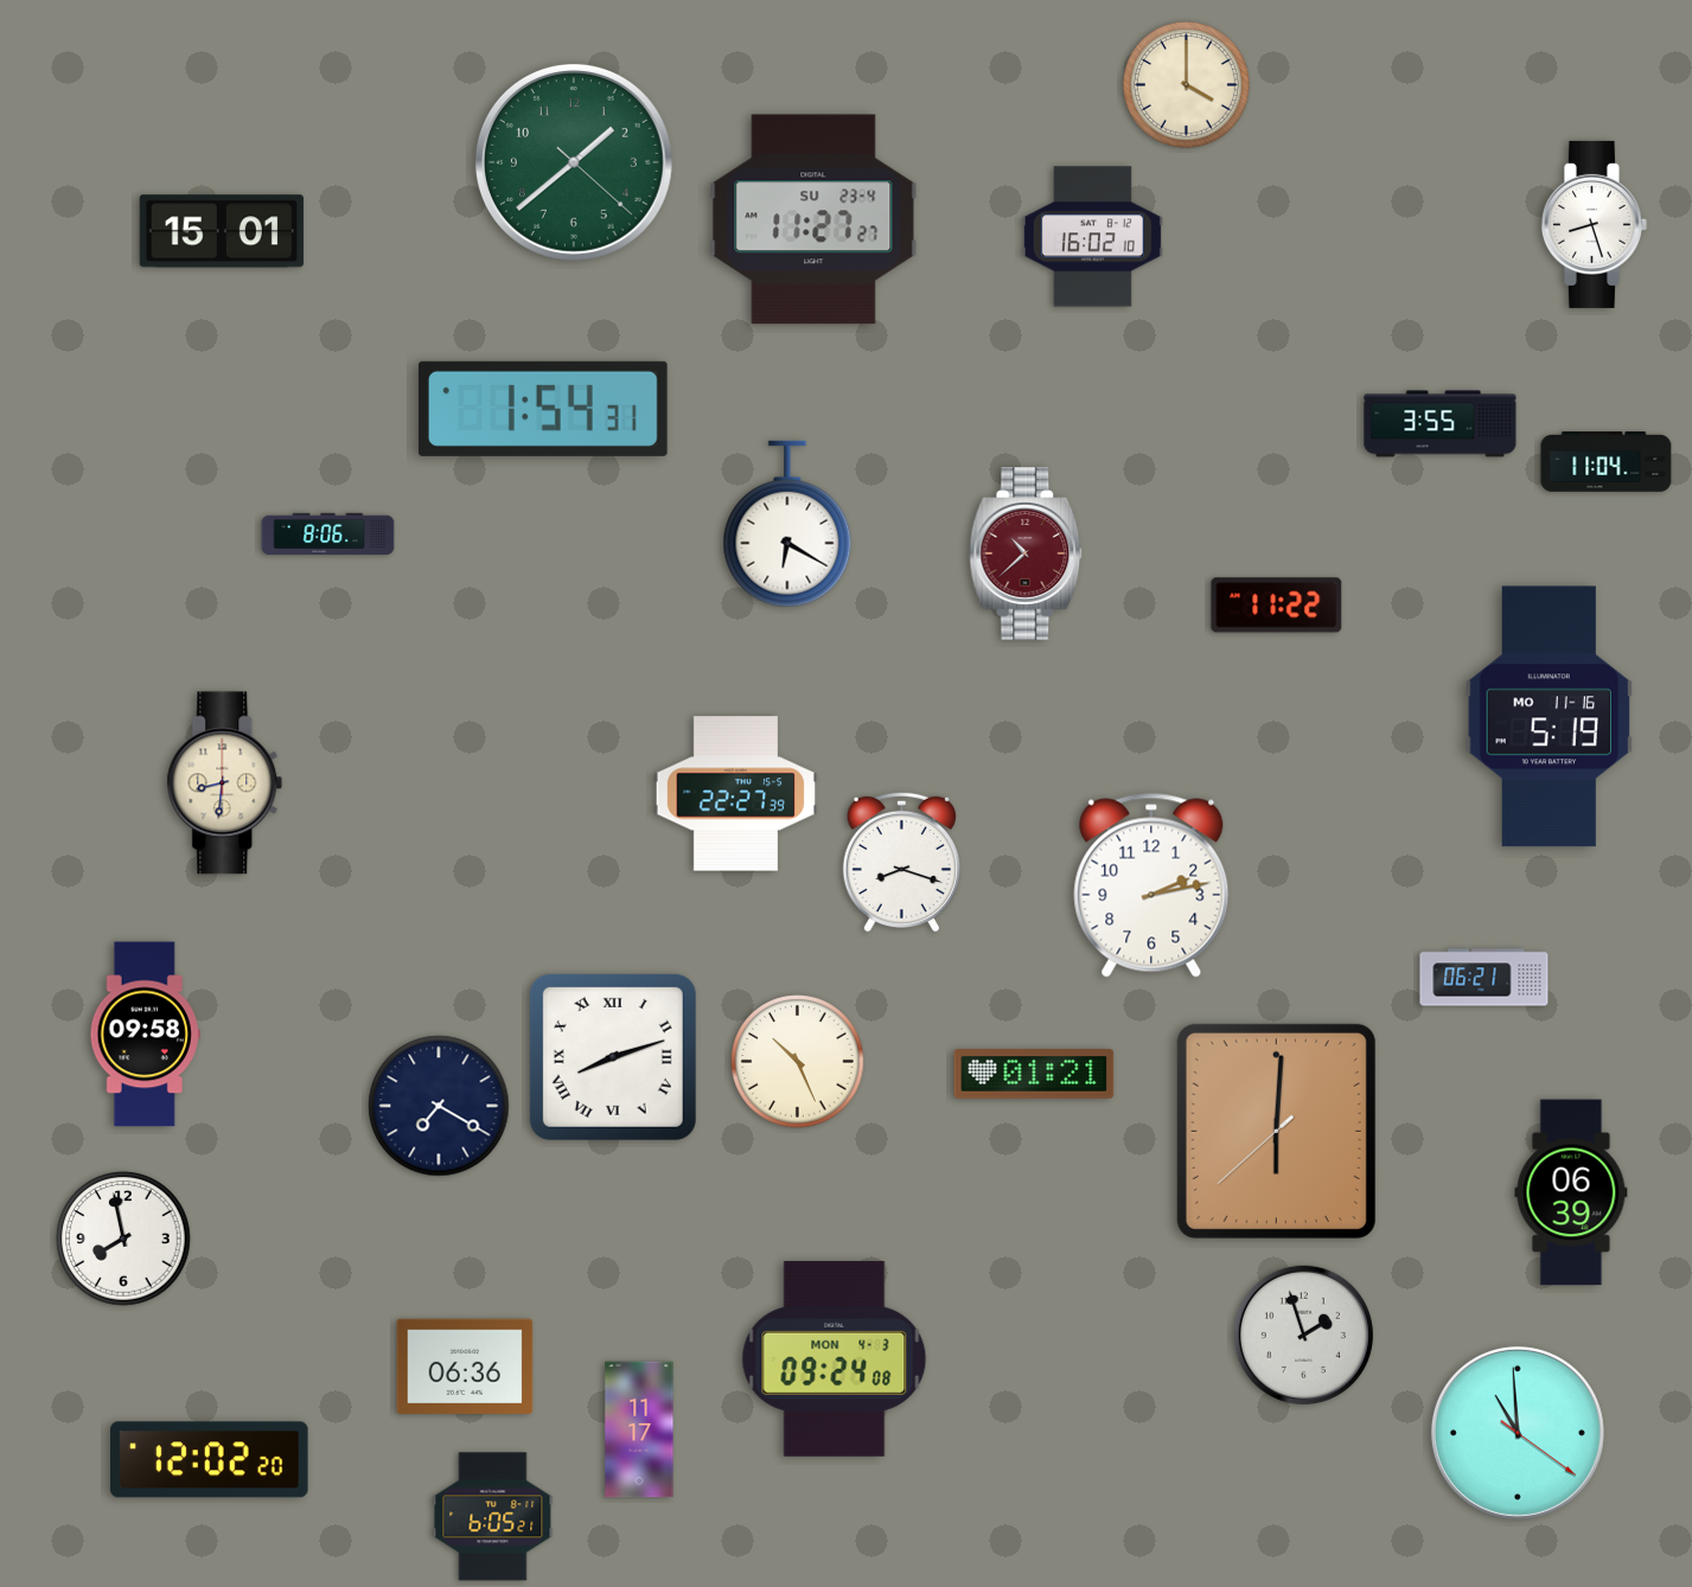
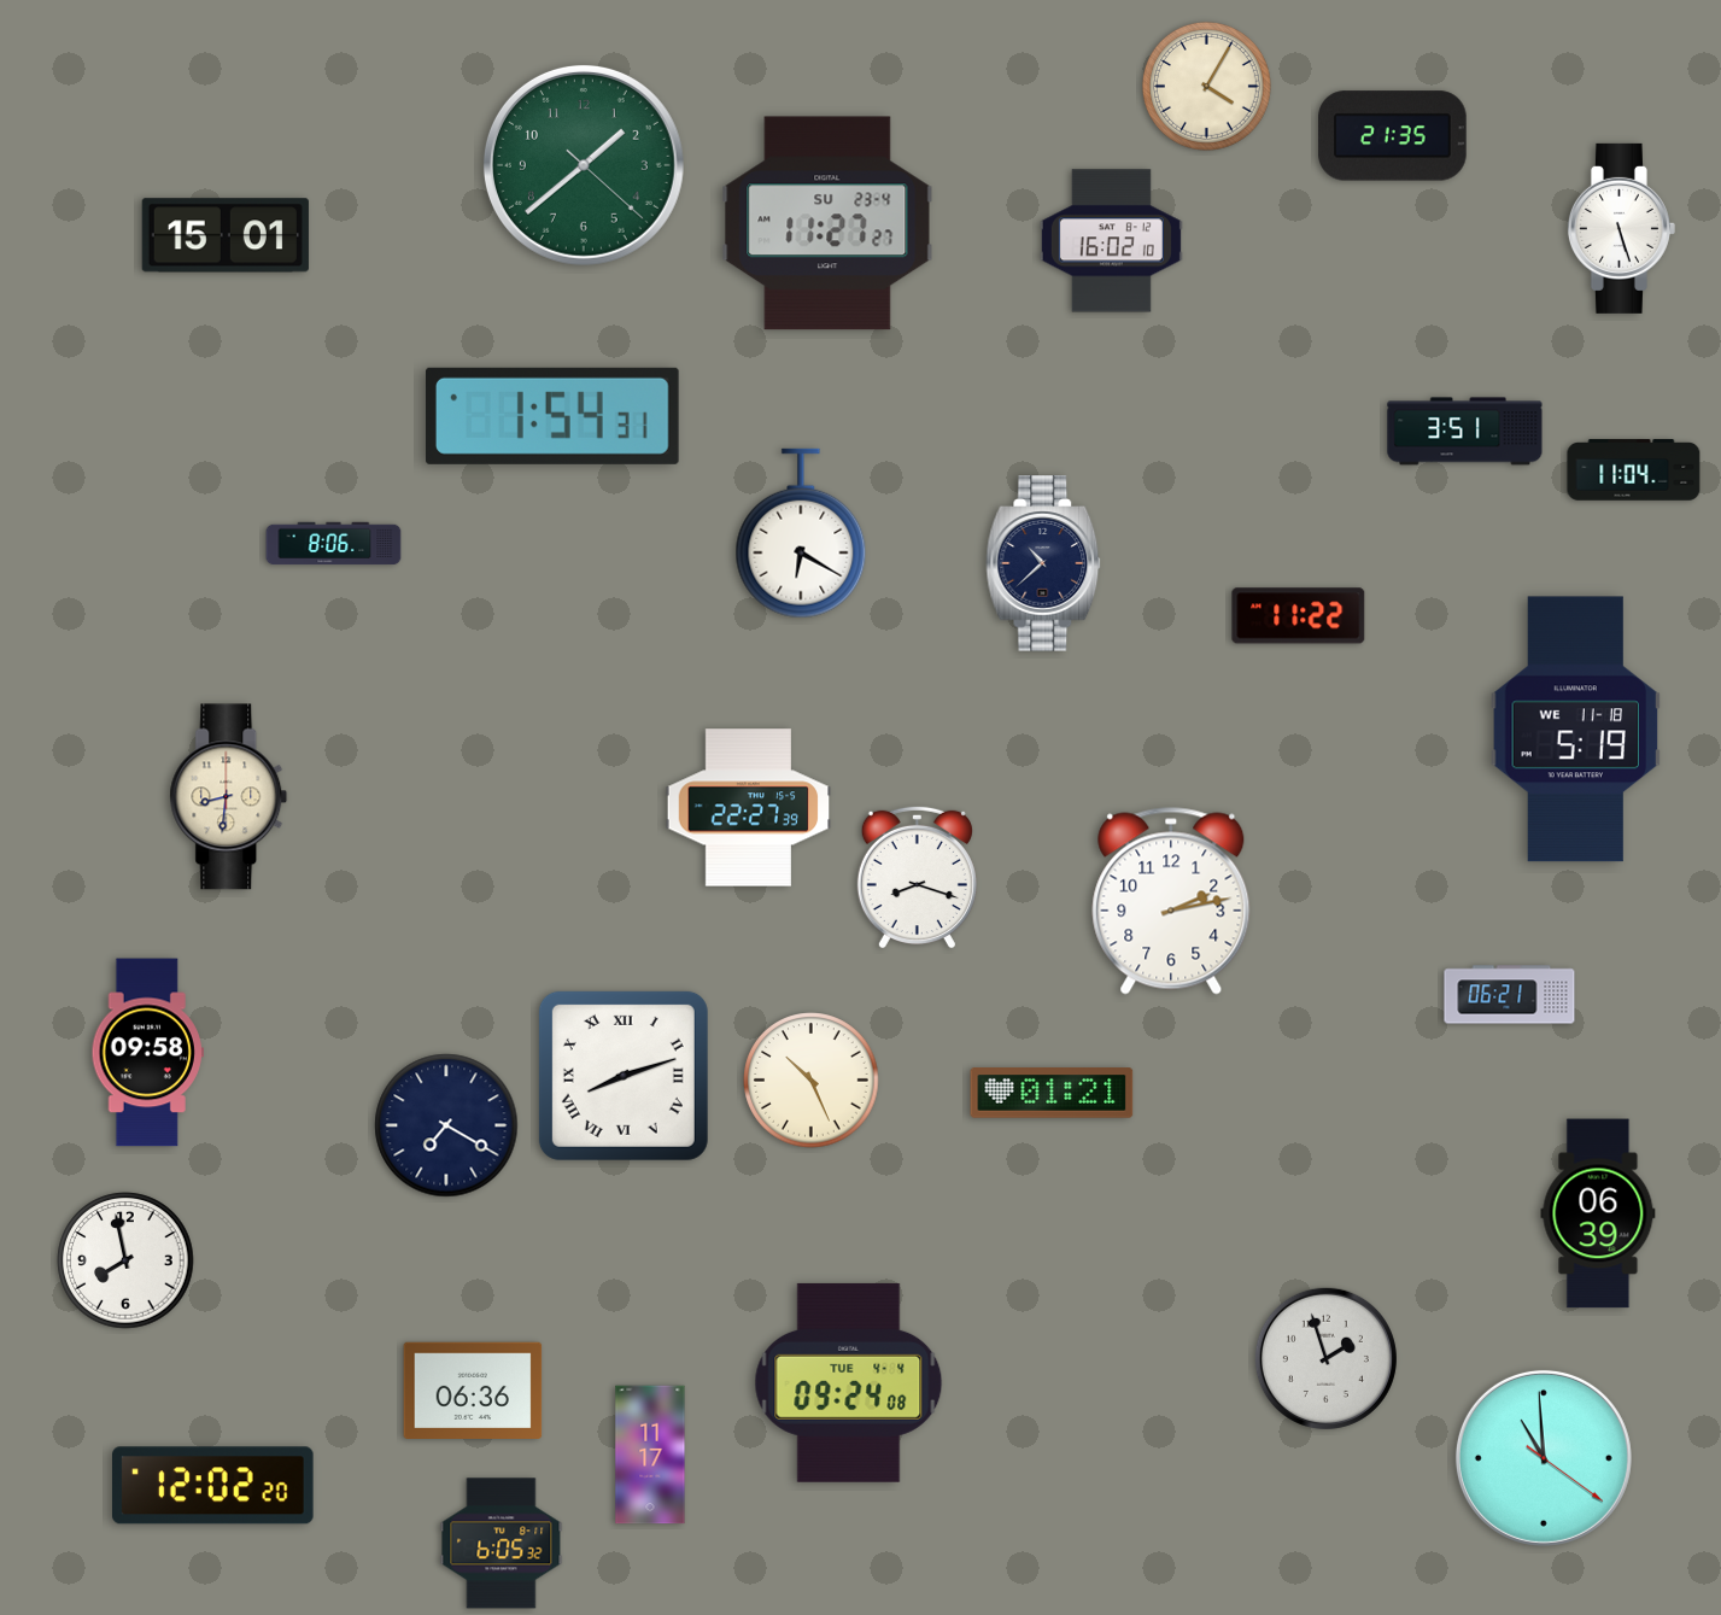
clock at (1187, 85): 4:00 -> 4:05
clock at (1393, 136): none -> 21:35
clock at (1594, 224): 8:27 -> 5:27
clock at (1441, 424): 3:55 -> 3:51
clock at (1026, 553) dial: burgundy -> navy
clock at (1550, 717) date: MO 11-16 -> WE 11-18
clock at (1276, 1131): 6:00 -> none
clock at (835, 1358) date: MON 4-3 -> TUE 4-4
clock at (493, 1517): 6:05:21 -> 6:05:32
